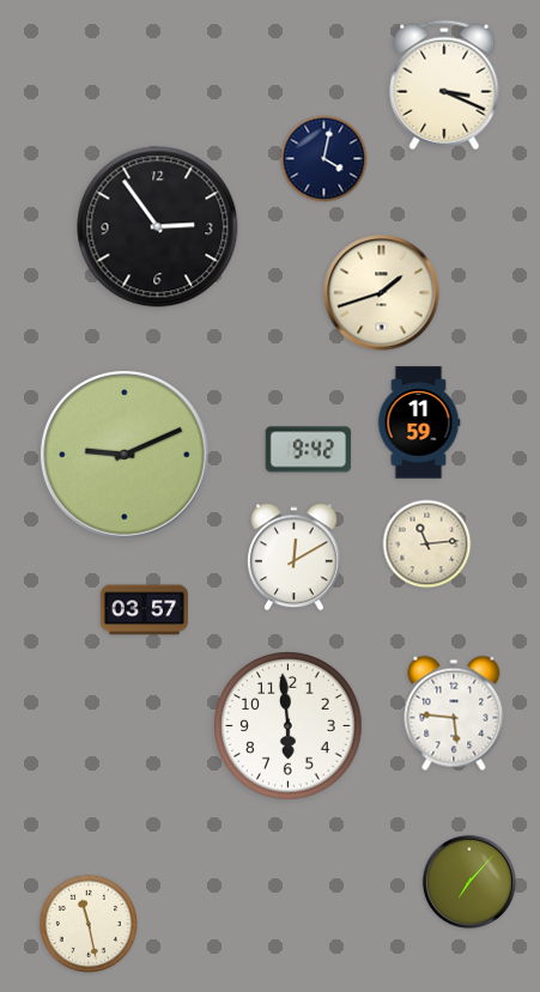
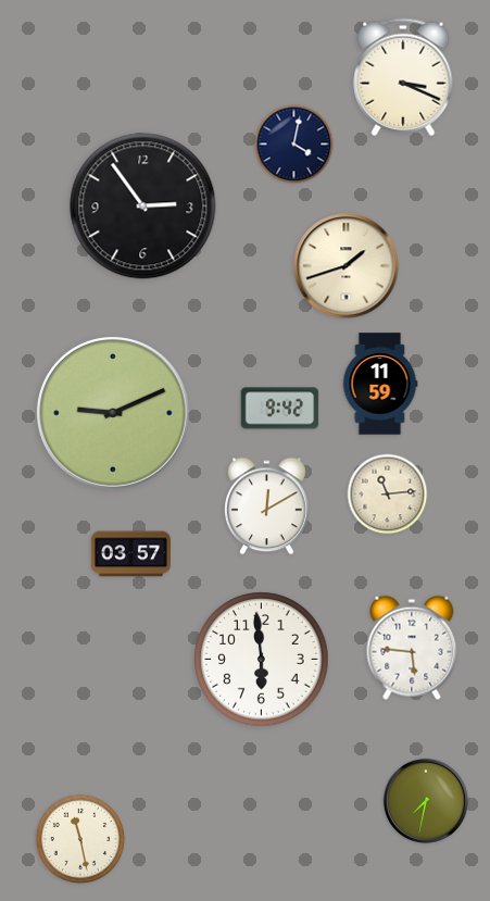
clock at (469, 882): 7:07 -> 7:32
